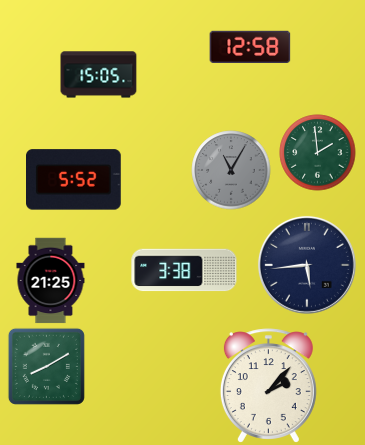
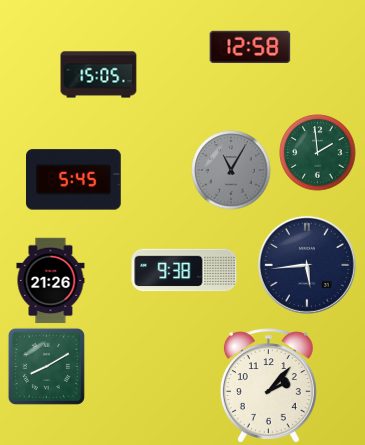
clock at (74, 180): 5:52 -> 5:45
clock at (184, 270): 3:38 -> 9:38
clock at (51, 281): 21:25 -> 21:26
